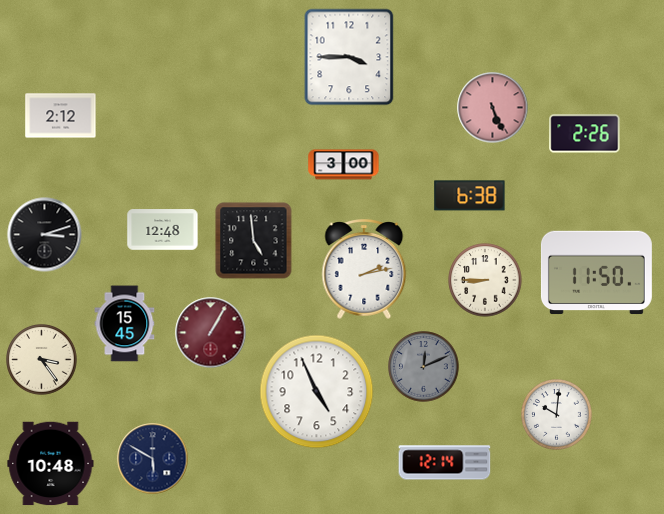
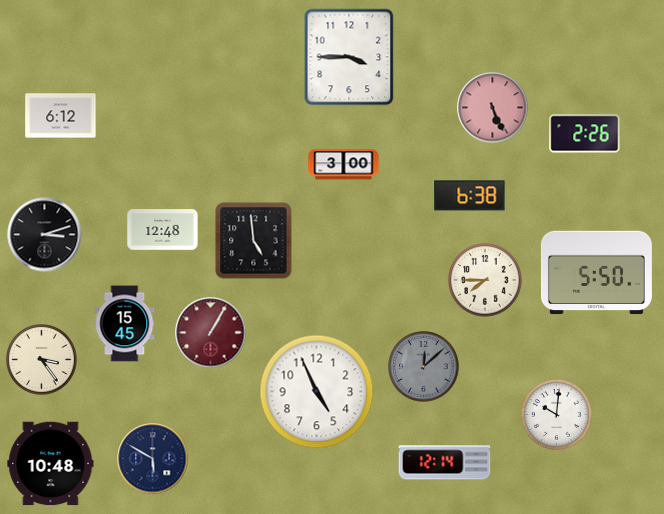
clock at (61, 116): 2:12 -> 6:12
clock at (364, 269): 2:13 -> none
clock at (596, 273): 11:50 -> 5:50
clock at (485, 280): 8:45 -> 7:45
clock at (424, 367): 12:11 -> 12:08
